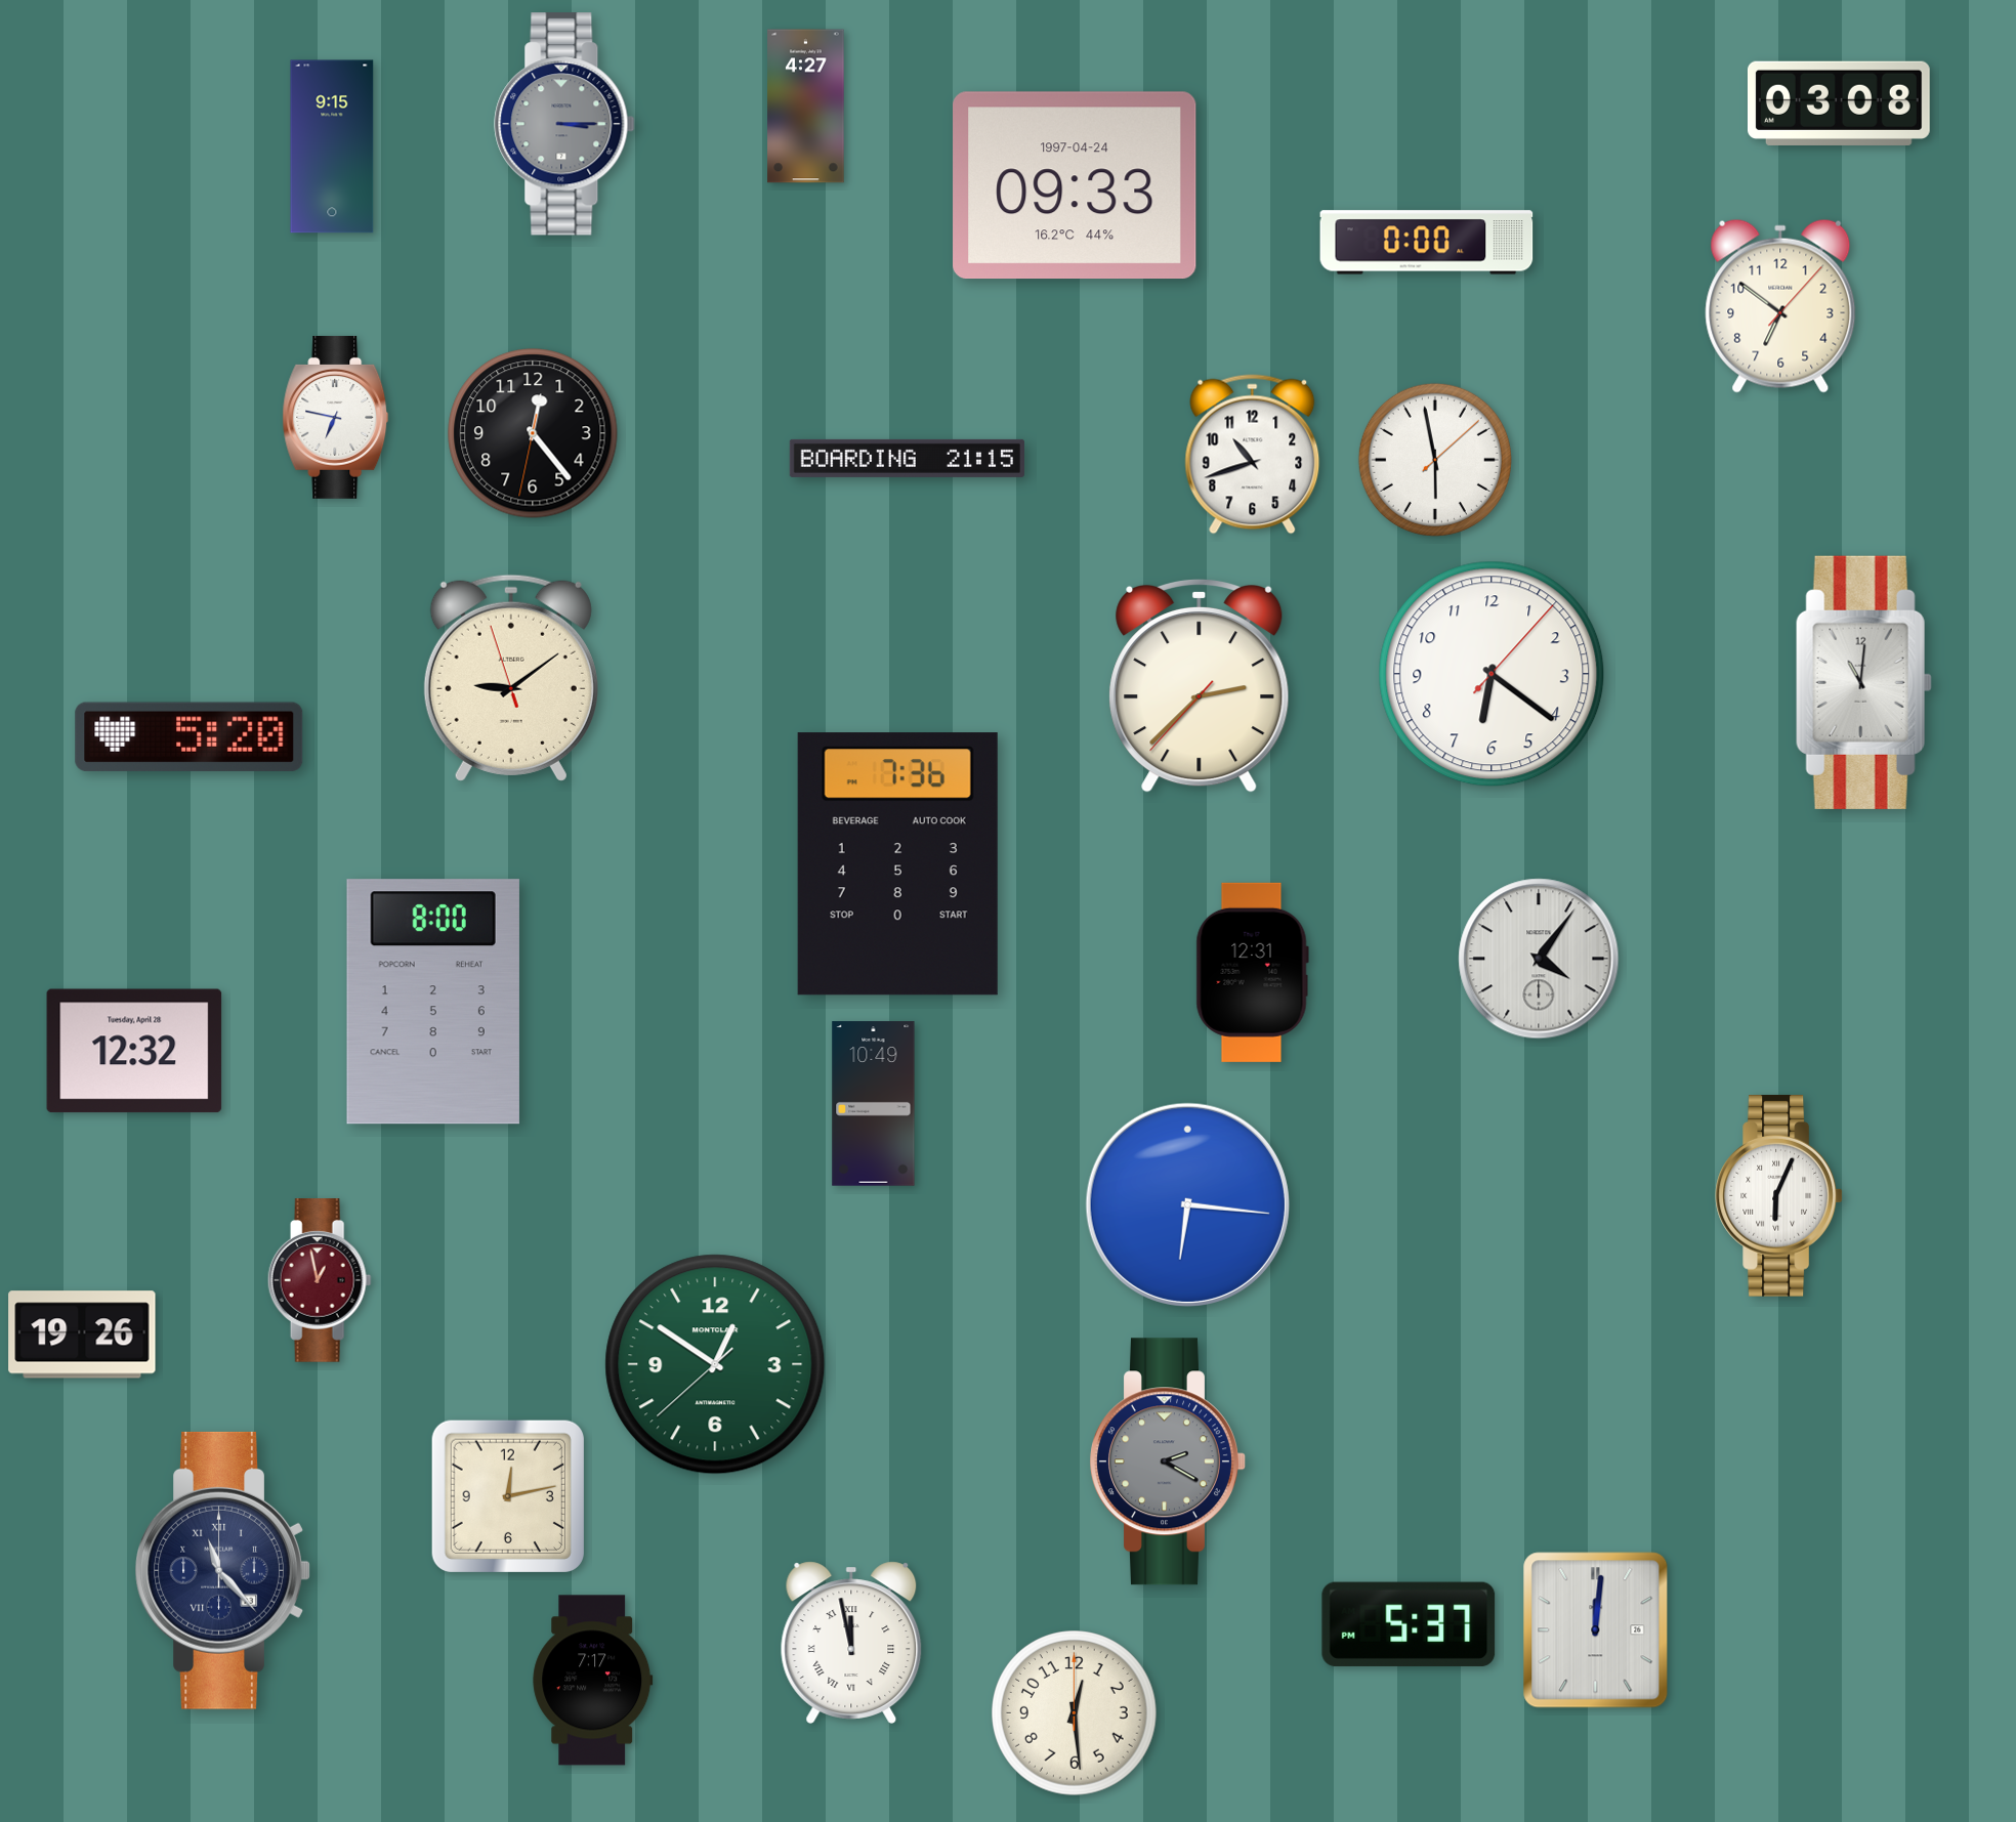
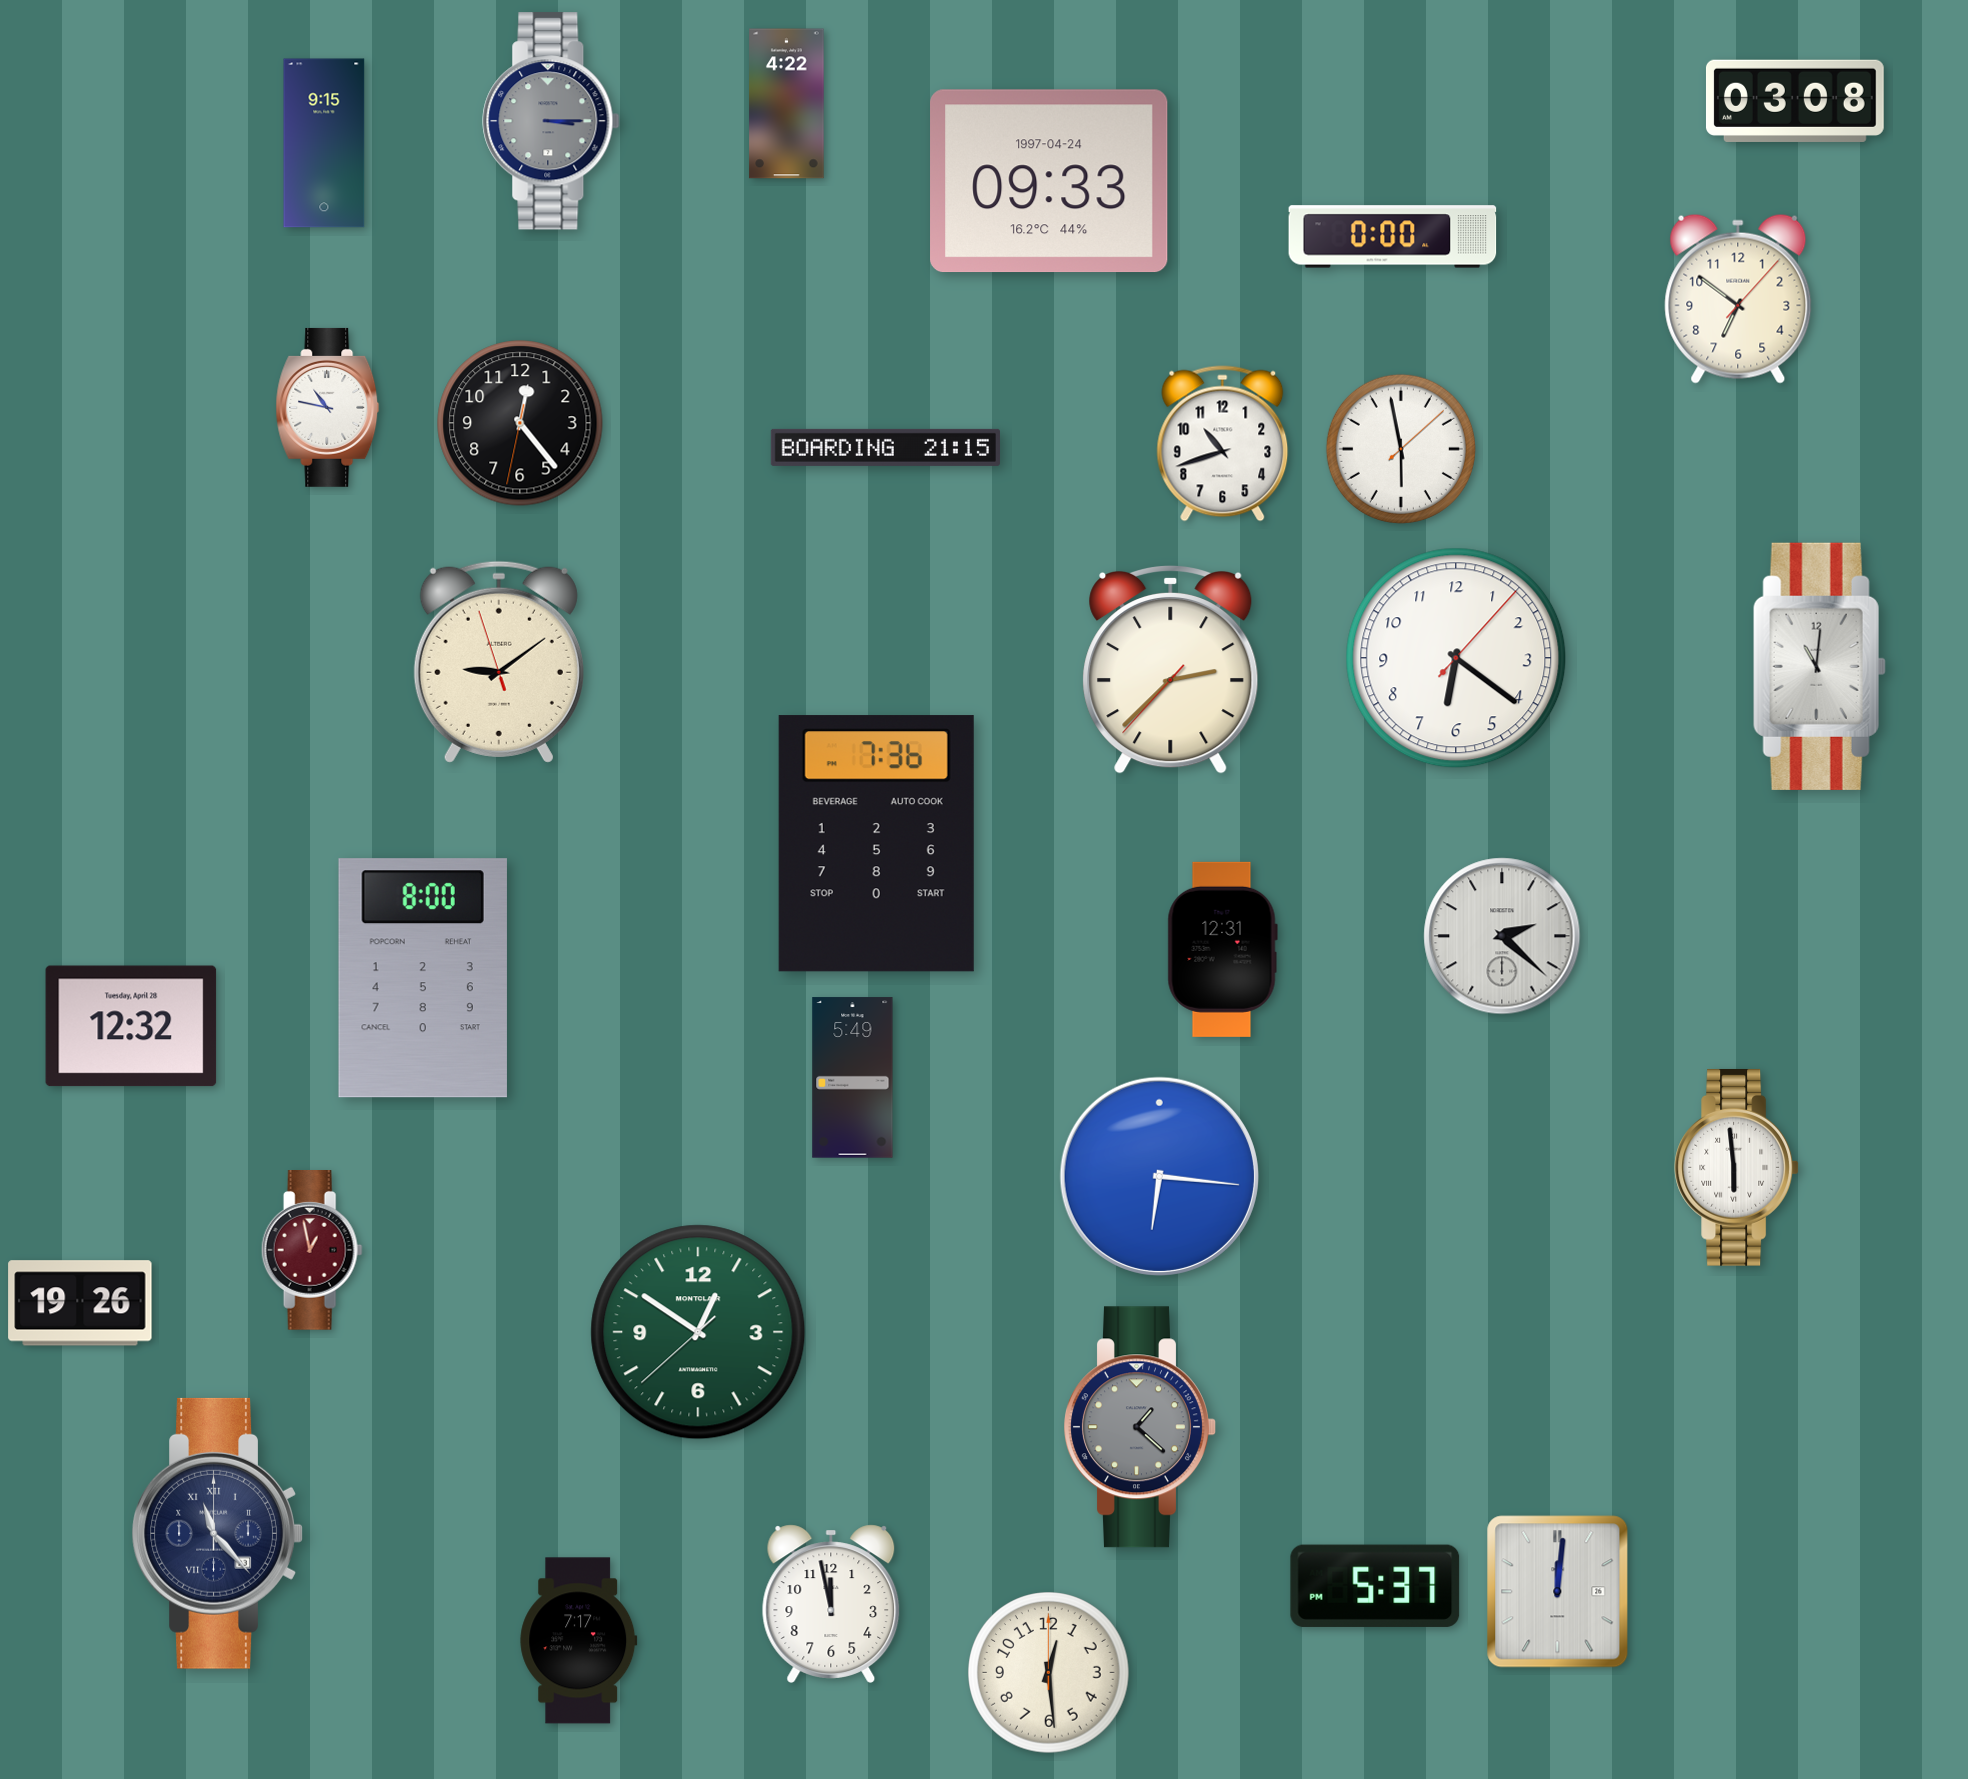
clock at (806, 107): 4:27 -> 4:22
clock at (336, 417): 6:47 -> 10:47
clock at (190, 736): 5:20 -> none
clock at (1539, 959): 4:06 -> 2:22
clock at (874, 1104): 10:49 -> 5:49
clock at (1779, 1195): 6:04 -> 5:59
clock at (1169, 1461): 2:20 -> 1:22
clock at (507, 1495): 12:13 -> none
clock at (851, 1643) numerals: Roman -> Arabic
